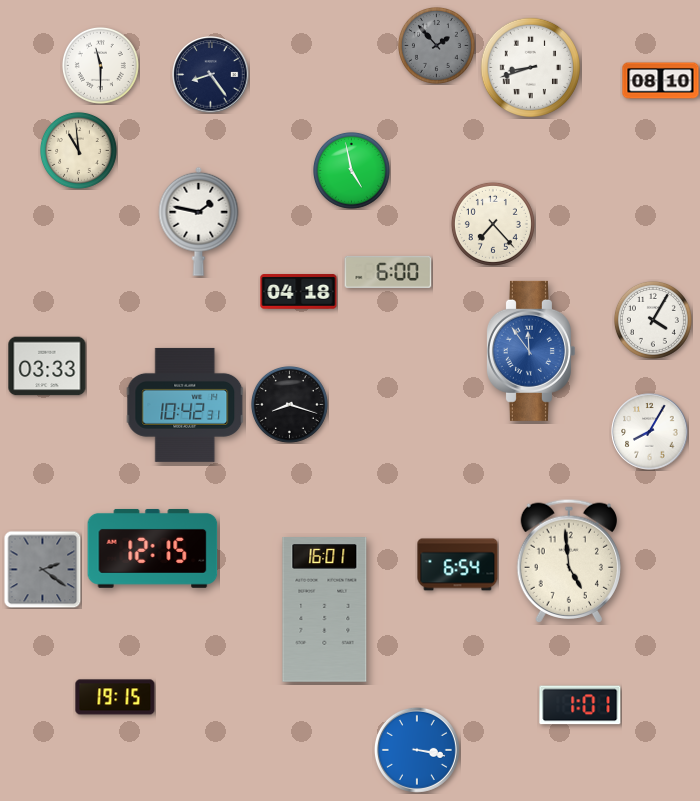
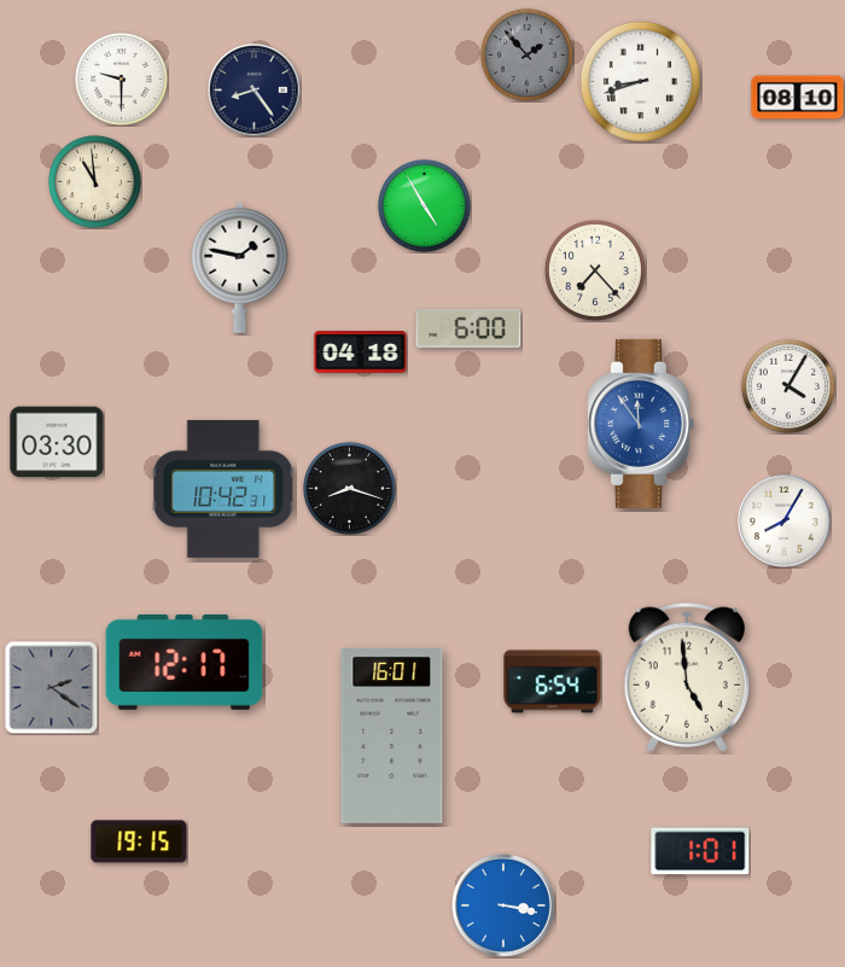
clock at (100, 65): 11:30 -> 9:30
clock at (351, 170): 4:58 -> 4:55
clock at (47, 366): 03:33 -> 03:30
clock at (153, 548): 12:15 -> 12:17
